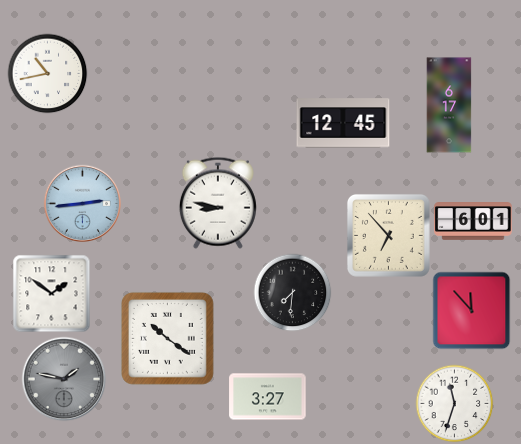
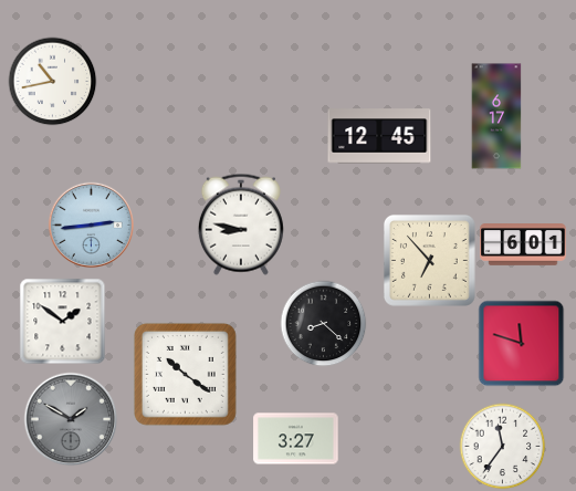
clock at (292, 292): 7:31 -> 8:22
clock at (51, 293) position: (51, 293) -> (62, 321)
clock at (471, 310): 11:53 -> 11:48
clock at (64, 379): 1:47 -> 1:50
clock at (454, 403): 11:33 -> 11:36
